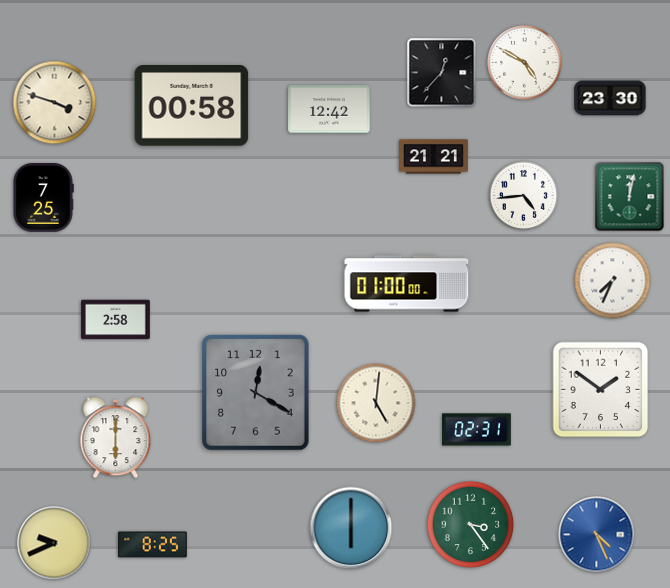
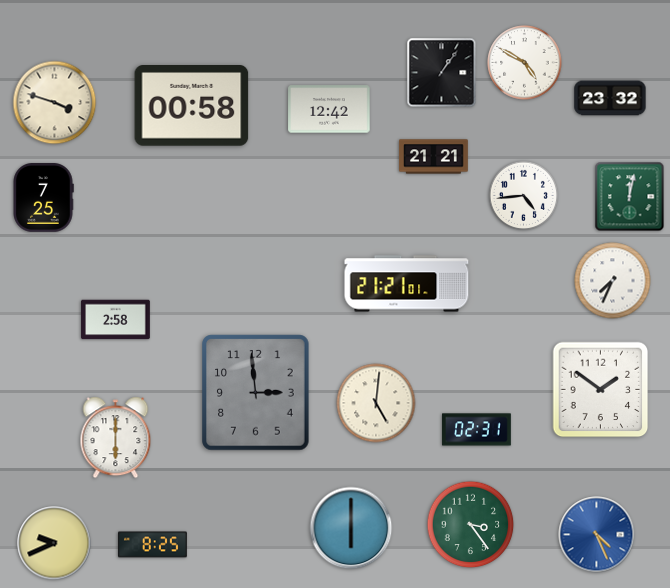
clock at (442, 73): 12:37 -> 1:06
clock at (610, 98): 23:30 -> 23:32
clock at (407, 284): 01:00 -> 21:21
clock at (256, 393): 12:20 -> 2:59
